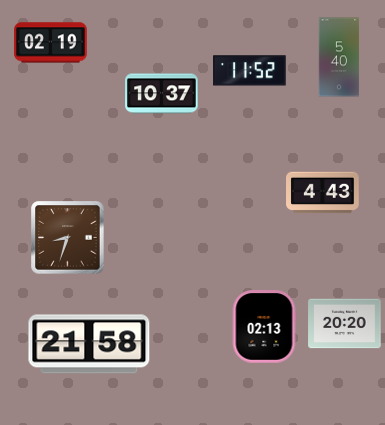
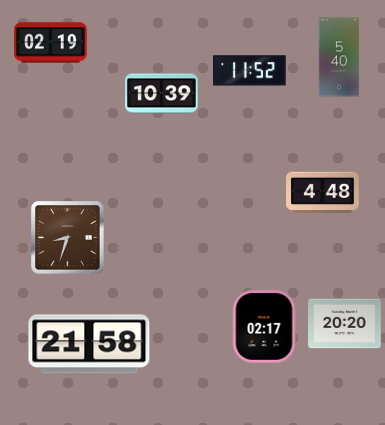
clock at (162, 94): 10:37 -> 10:39
clock at (323, 193): 4:43 -> 4:48
clock at (264, 327): 02:13 -> 02:17
